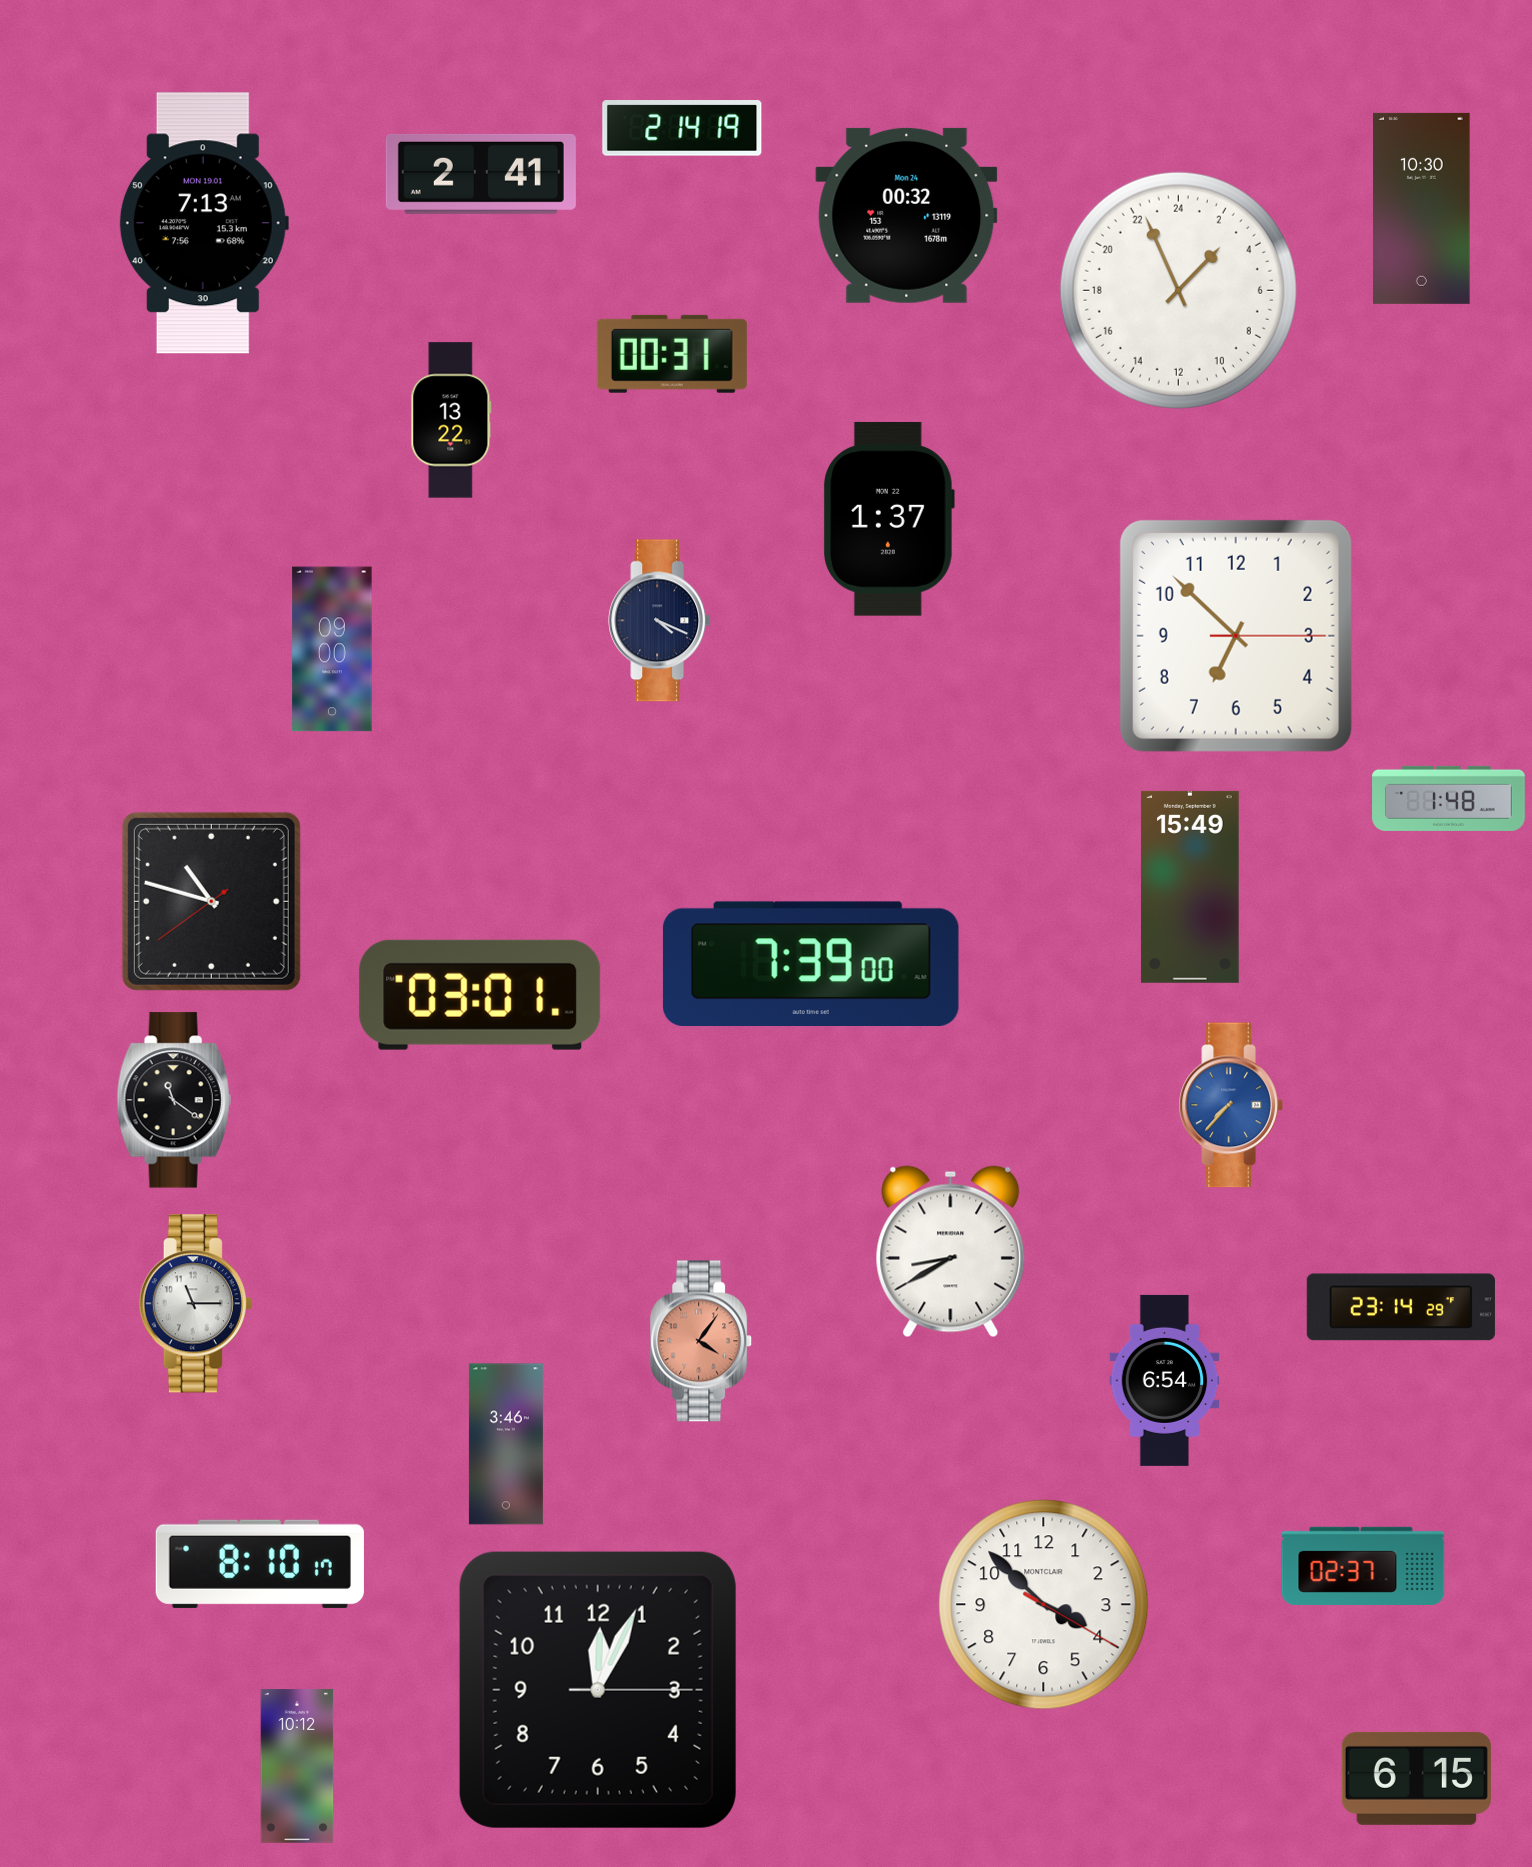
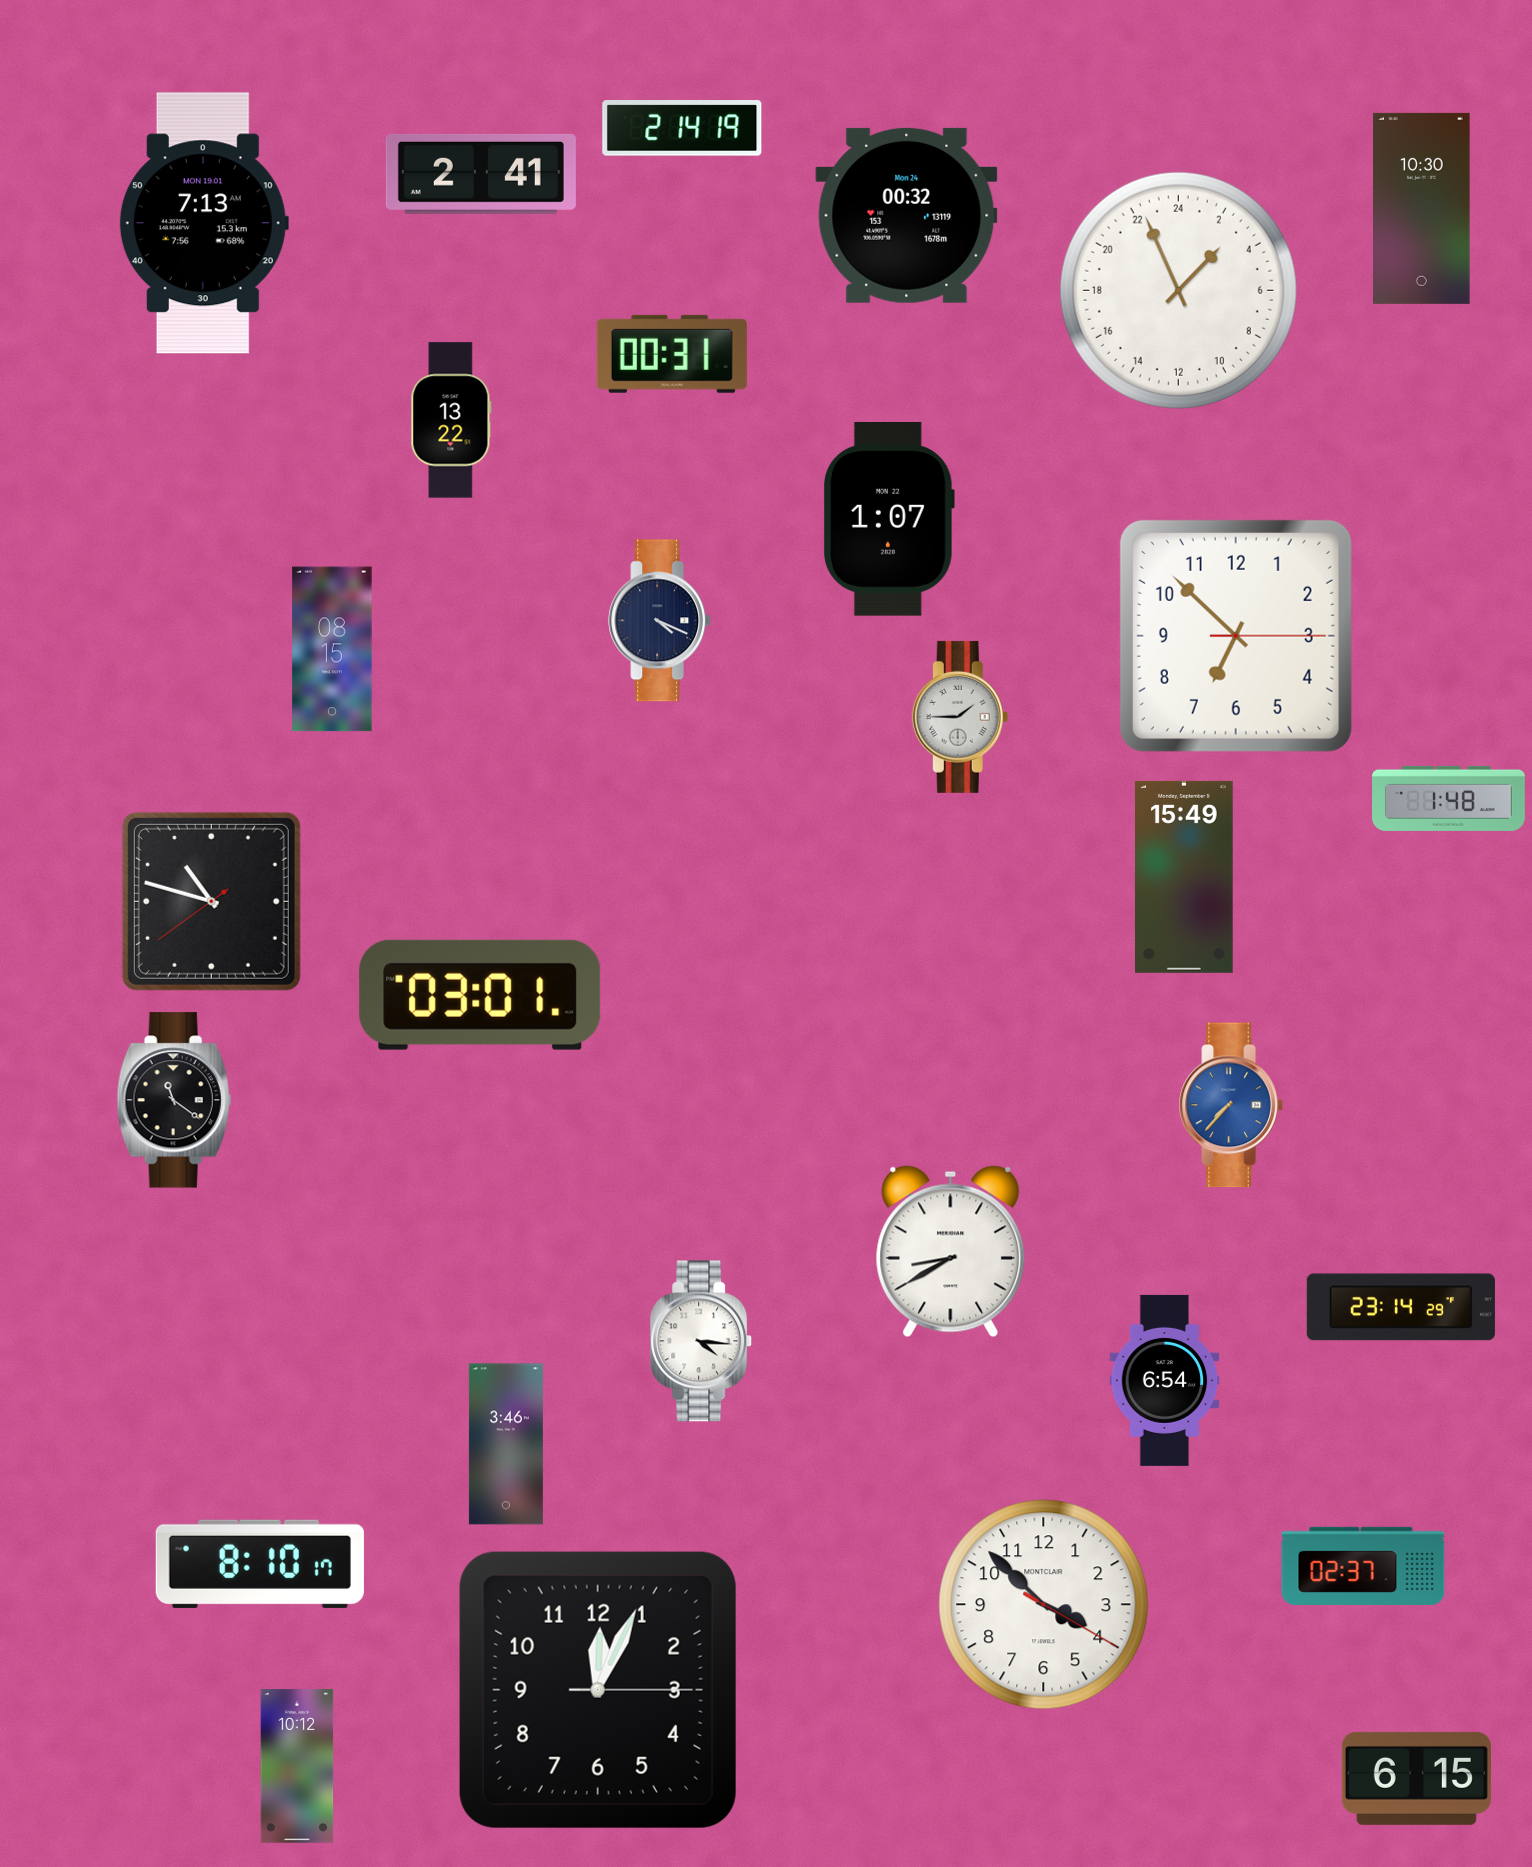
clock at (889, 519): 1:37 -> 1:07
clock at (332, 649): 09:00 -> 08:15
clock at (960, 717): none -> 1:45
clock at (1190, 887) position: (1190, 887) -> (1184, 877)
clock at (811, 963): 7:39 -> none
clock at (195, 1304): 11:15 -> none
clock at (702, 1341): 4:06 -> 4:16
clock at (702, 1341) dial: salmon -> white
